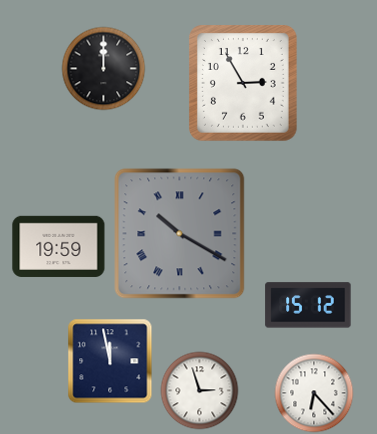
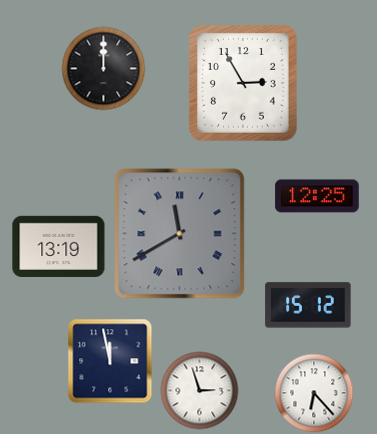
clock at (317, 196): none -> 12:25
clock at (180, 234): 10:20 -> 11:40
clock at (59, 246): 19:59 -> 13:19
